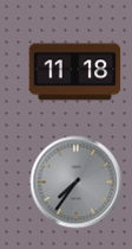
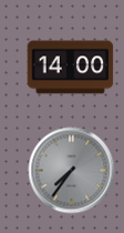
clock at (74, 72): 11:18 -> 14:00
